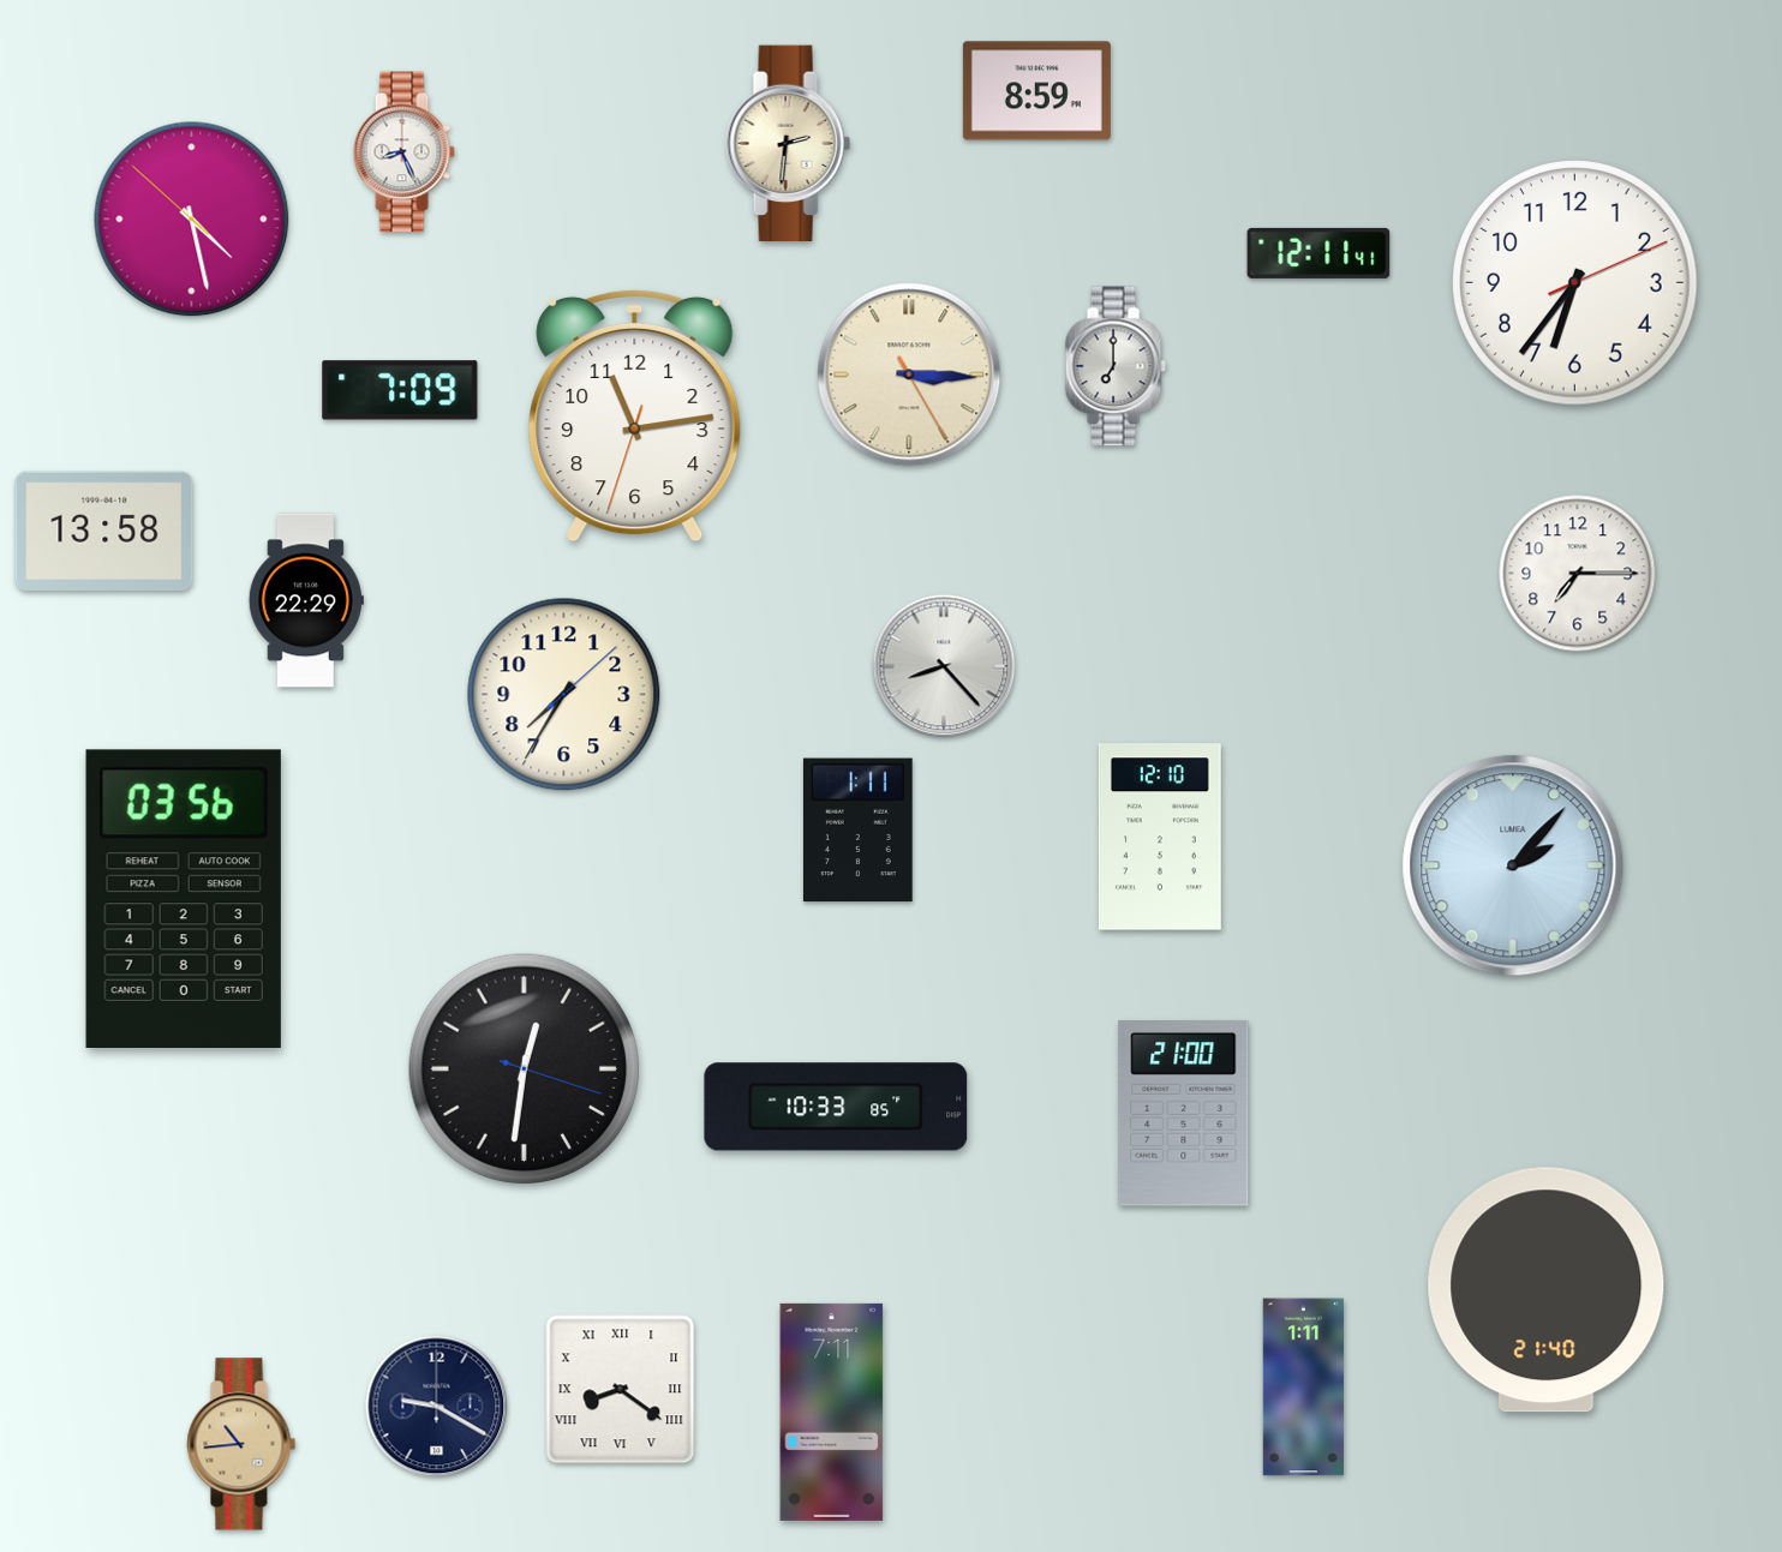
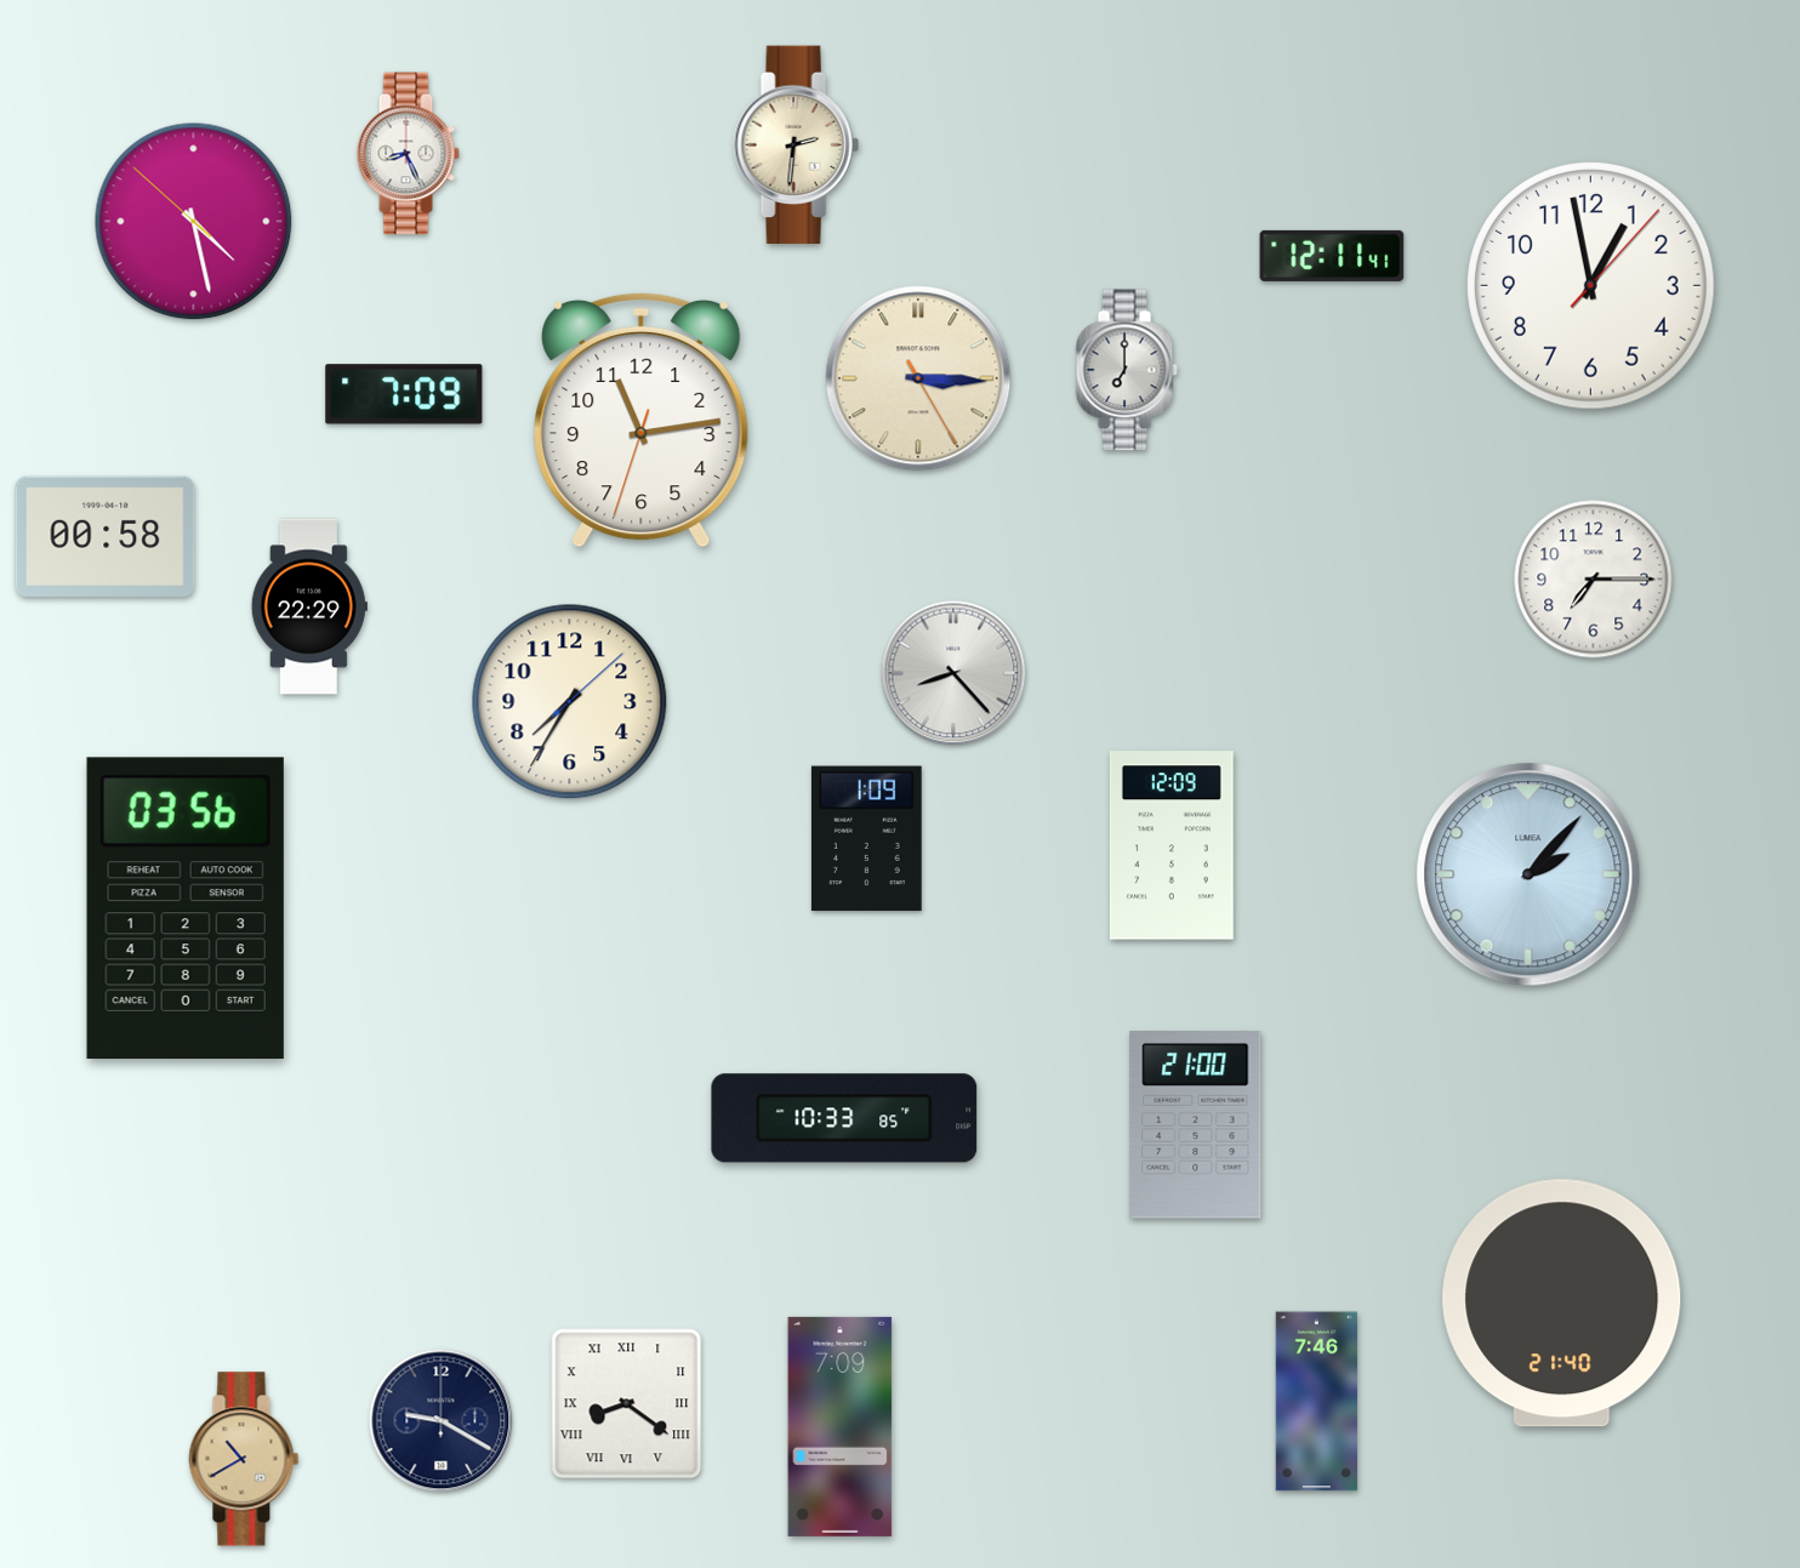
clock at (1036, 91): 8:59 -> none
clock at (1575, 283): 6:36 -> 12:58
clock at (104, 531): 13:58 -> 00:58
clock at (857, 831): 1:11 -> 1:09
clock at (1160, 837): 12:10 -> 12:09
clock at (524, 1068): 12:31 -> none
clock at (1304, 1388): 1:11 -> 7:46
clock at (832, 1412): 7:11 -> 7:09
clock at (241, 1444): 10:44 -> 10:40
